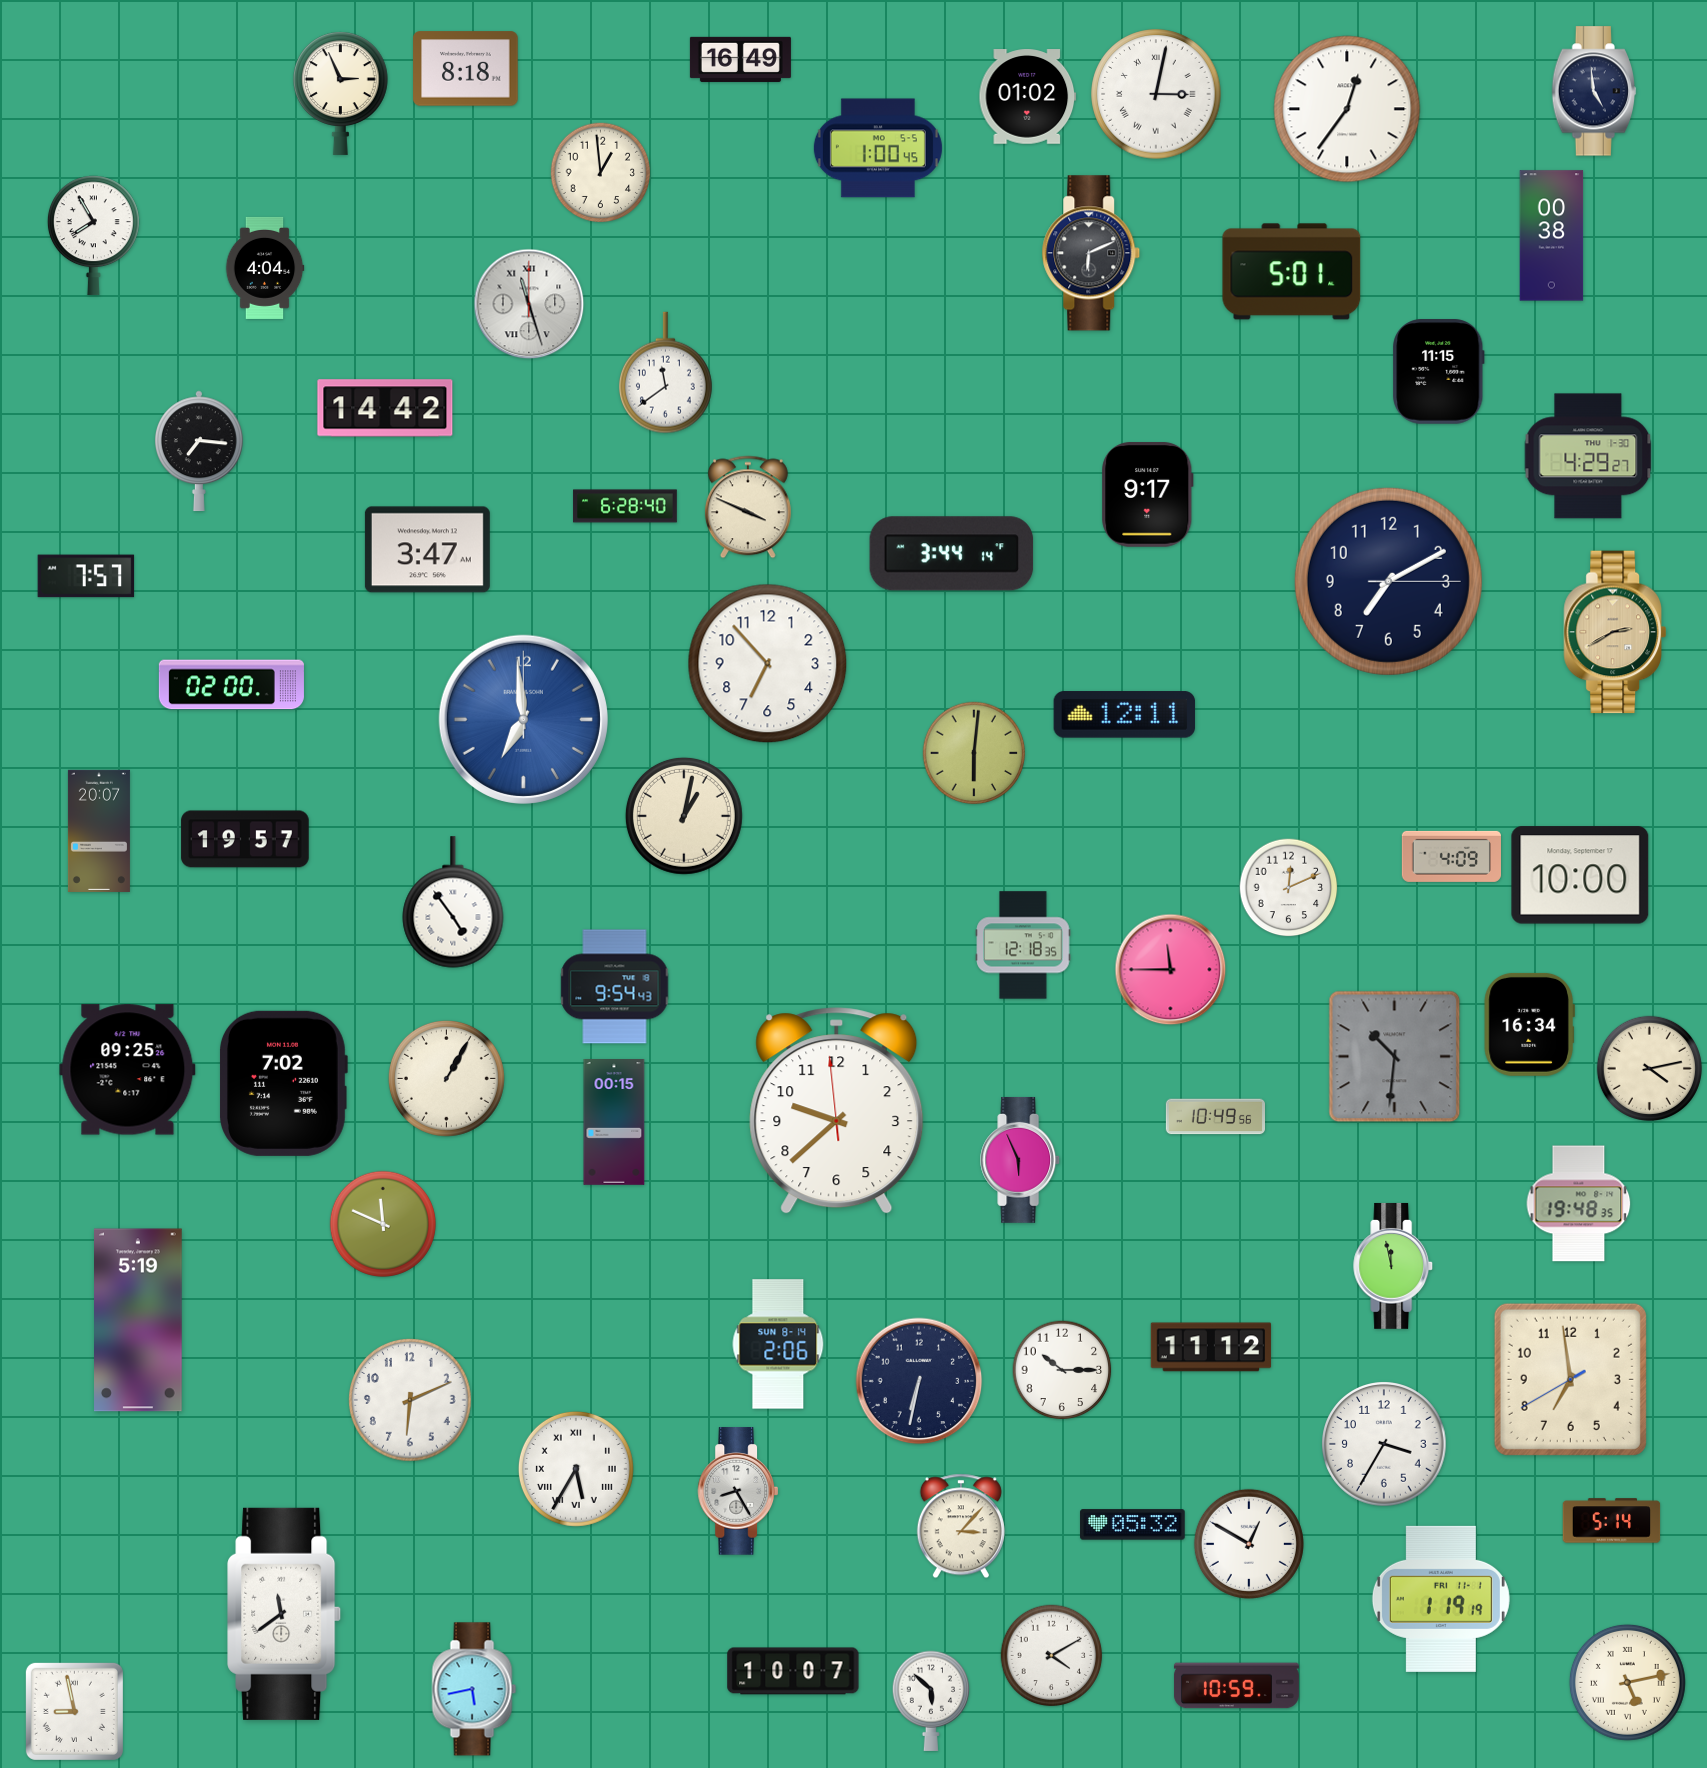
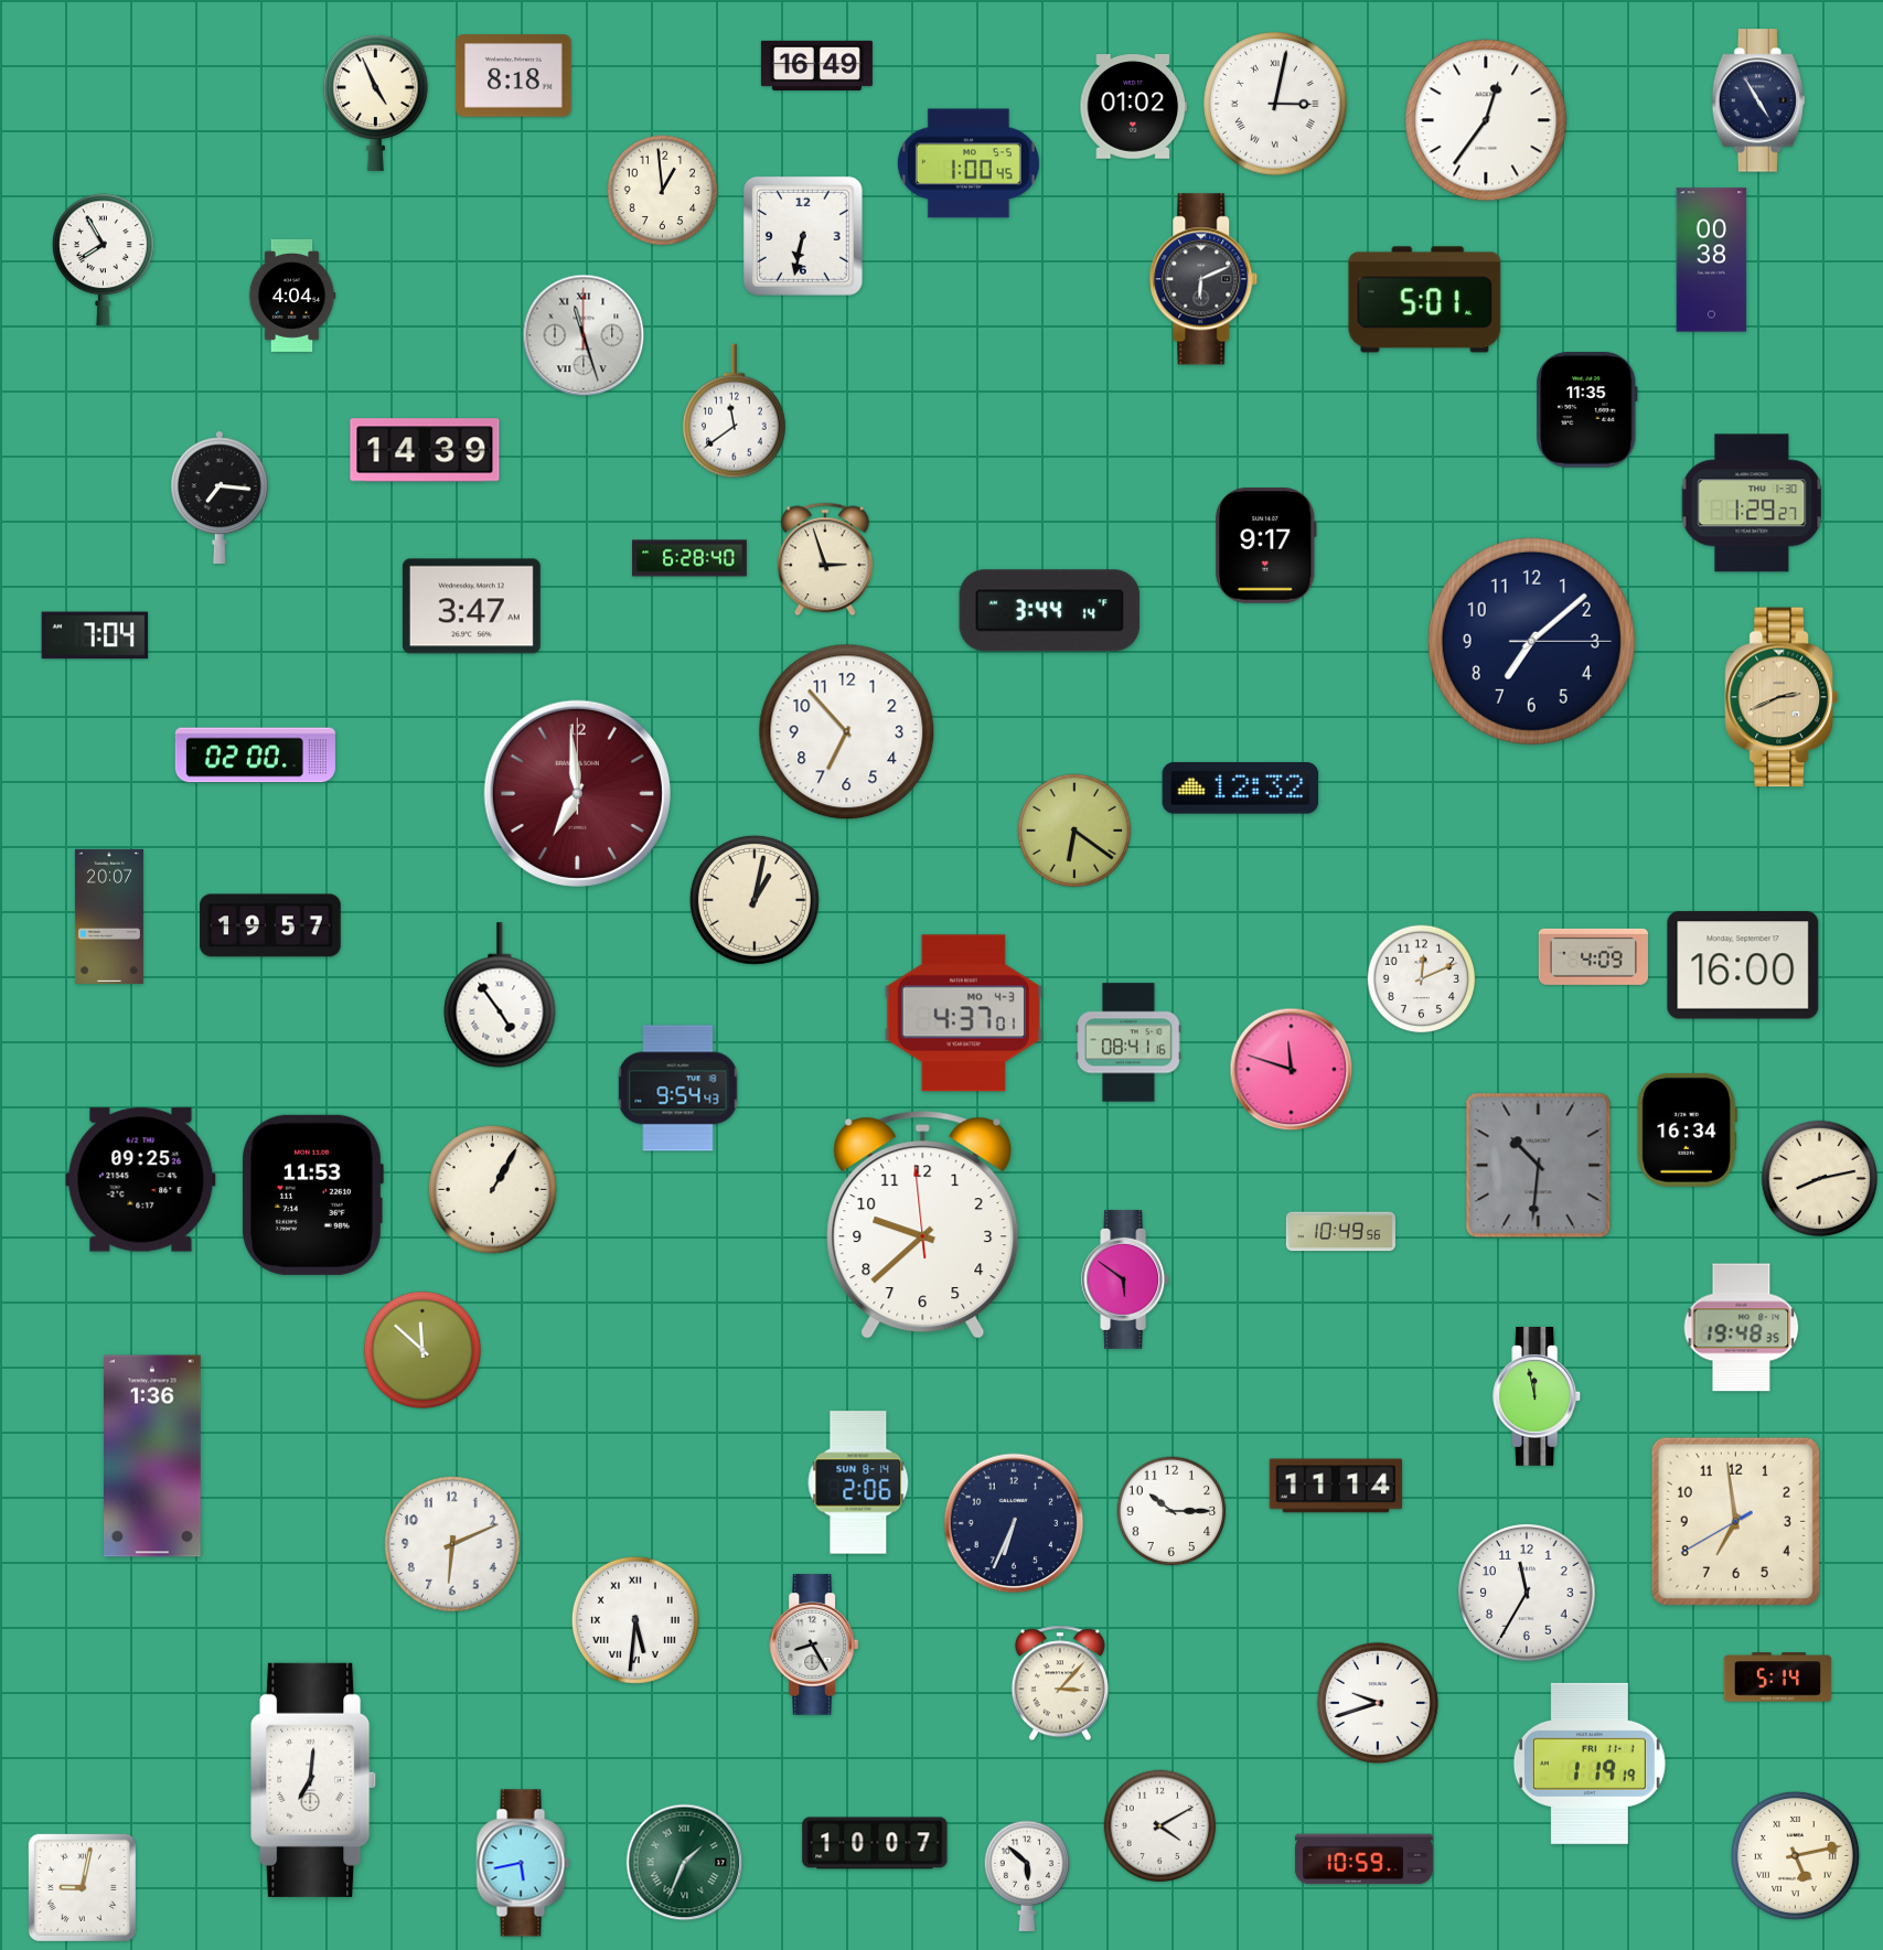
clock at (1594, 91): 4:59 -> 4:55
clock at (341, 93): 2:56 -> 4:56
clock at (803, 236): none -> 6:32
clock at (1439, 372): 11:15 -> 11:35
clock at (385, 408): 14:42 -> 14:39
clock at (1588, 456): 4:29 -> 1:29
clock at (748, 507): 3:49 -> 2:57
clock at (86, 576): 7:57 -> 7:04
clock at (1388, 581): 7:10 -> 7:08
clock at (1615, 632): 2:40 -> 2:41
clock at (1125, 715): 12:11 -> 12:32
clock at (523, 719) dial: blue -> burgundy
clock at (974, 753): 6:01 -> 6:21
clock at (1451, 856) position: (1451, 856) -> (1593, 956)
clock at (1580, 875): 10:00 -> 16:00
clock at (963, 1014): none -> 4:37
clock at (1023, 945): 12:18 -> 08:41
clock at (1171, 970): 11:45 -> 11:48
clock at (1649, 1068): 4:13 -> 8:13
clock at (284, 1083): 7:02 -> 11:53
clock at (614, 1123): 00:15 -> none
clock at (1021, 1160): 5:56 -> 5:51
clock at (383, 1224): 11:49 -> 11:52
clock at (139, 1320): 5:19 -> 1:36
clock at (1211, 1347): 11:12 -> 11:14
clock at (1570, 1379) position: (1570, 1379) -> (1735, 1521)
clock at (919, 1381): 6:32 -> 6:34
clock at (1384, 1444): 3:35 -> 11:35
clock at (576, 1469): 5:35 -> 5:31
clock at (1133, 1525): 05:32 -> none
clock at (1249, 1544): 12:50 -> 9:42
clock at (285, 1614): 11:39 -> 7:01
clock at (685, 1863): none -> 1:34
clock at (74, 1711): 8:58 -> 9:02
